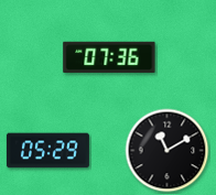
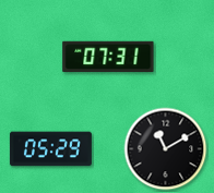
clock at (109, 57): 07:36 -> 07:31
clock at (47, 151) position: (47, 151) -> (50, 149)
